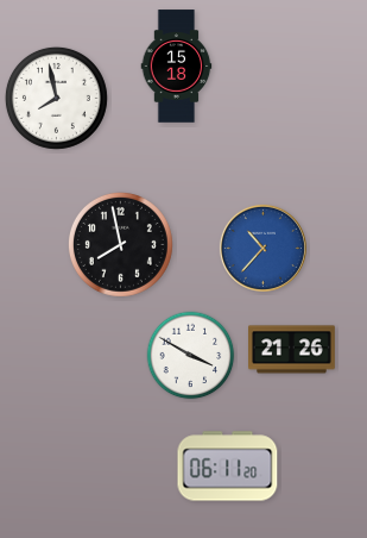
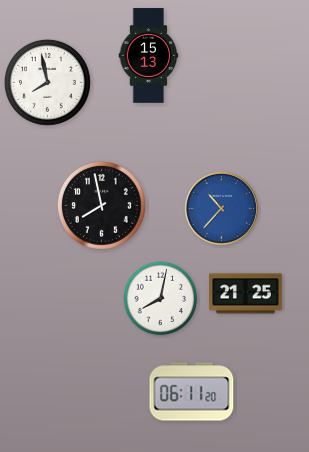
clock at (177, 67): 15:18 -> 15:13
clock at (292, 350): 21:26 -> 21:25
clock at (191, 356): 3:50 -> 8:02
